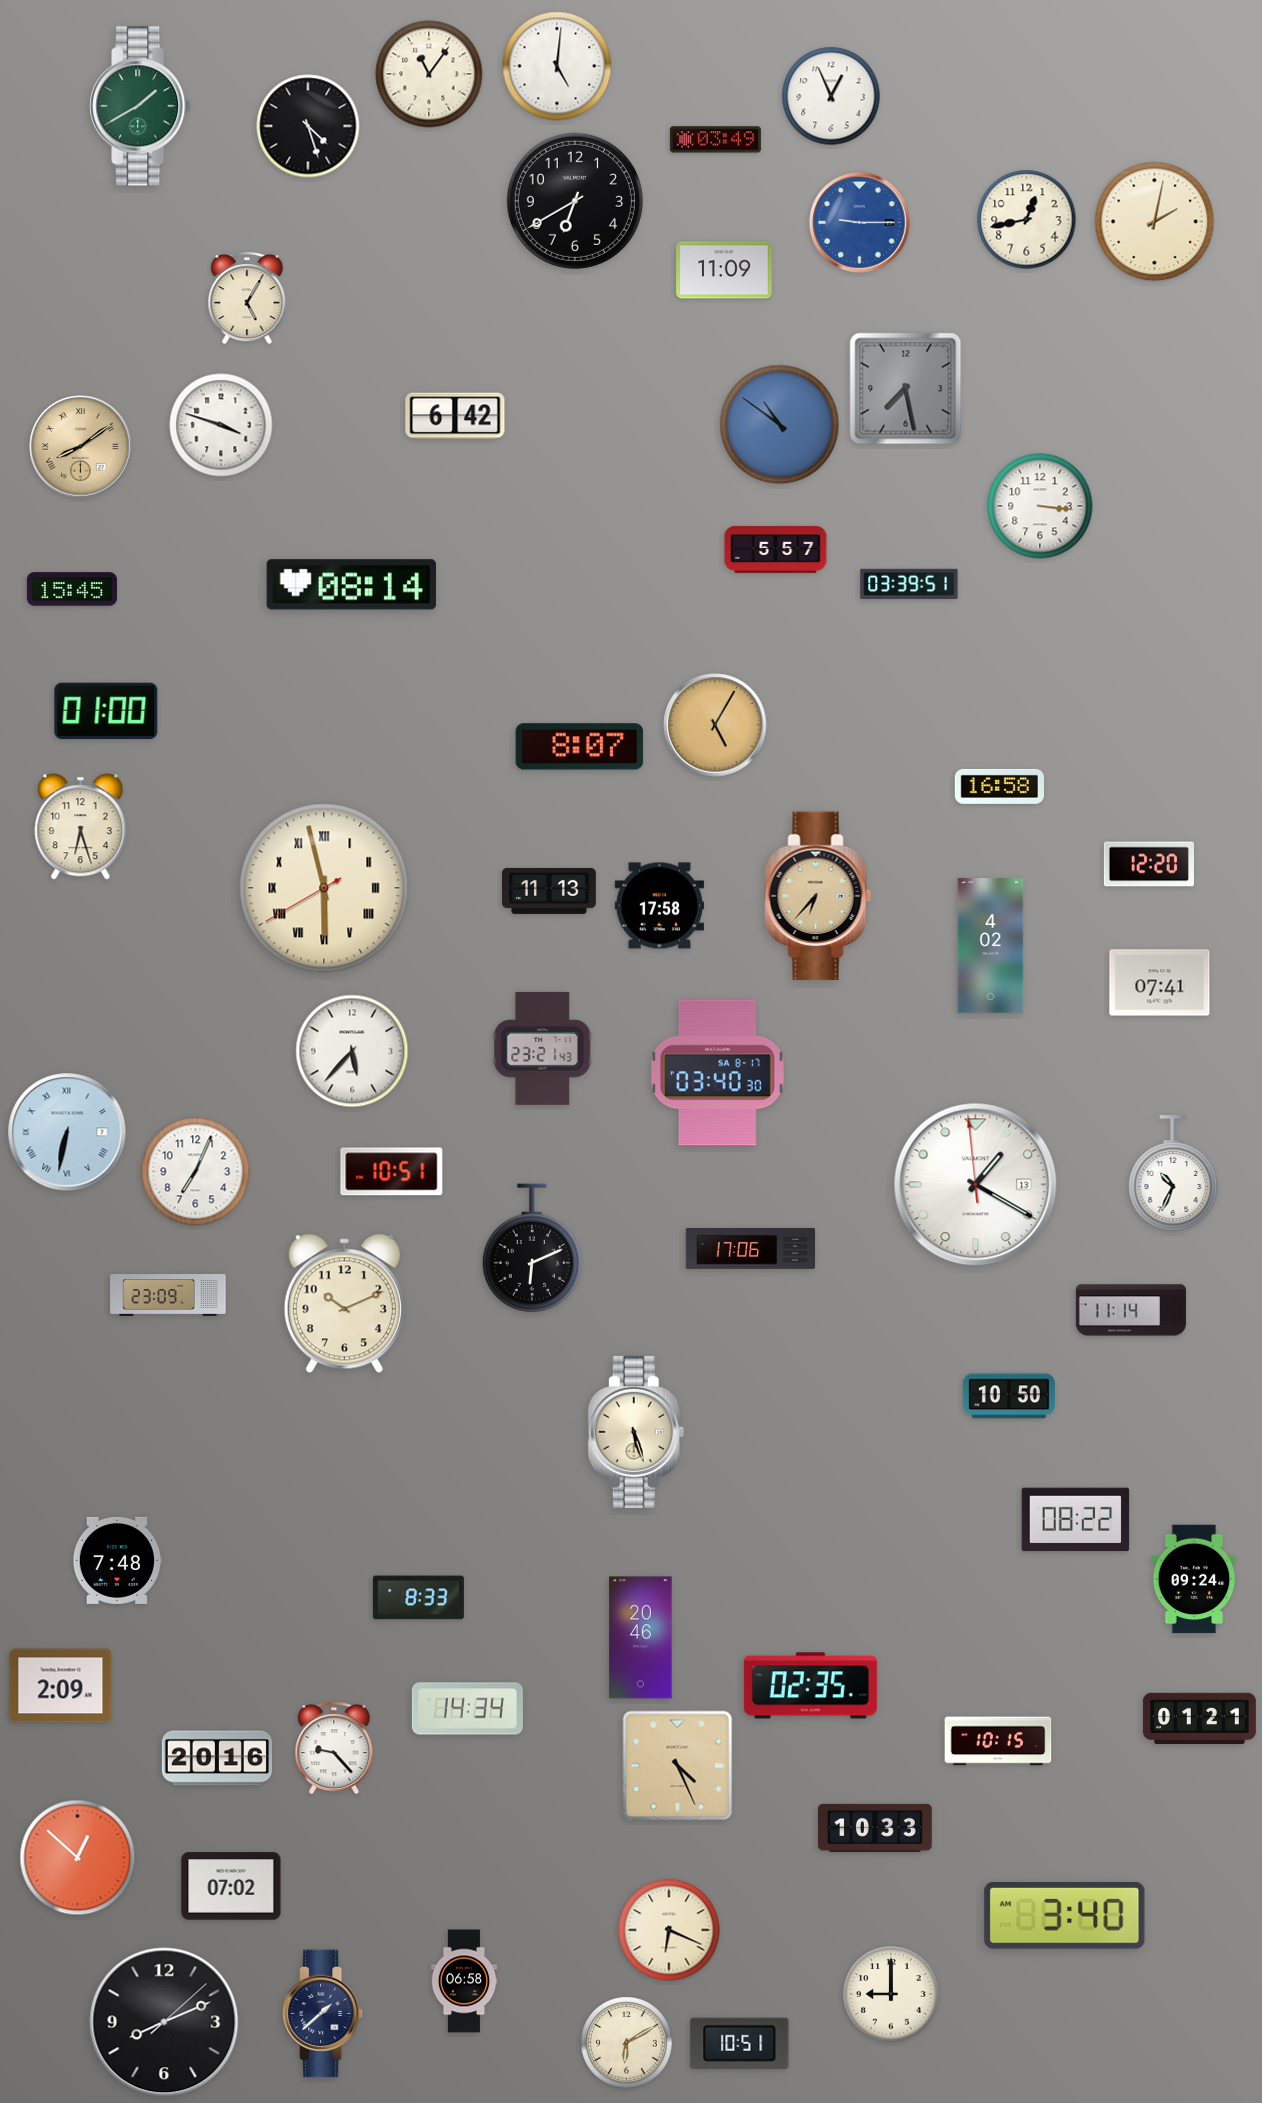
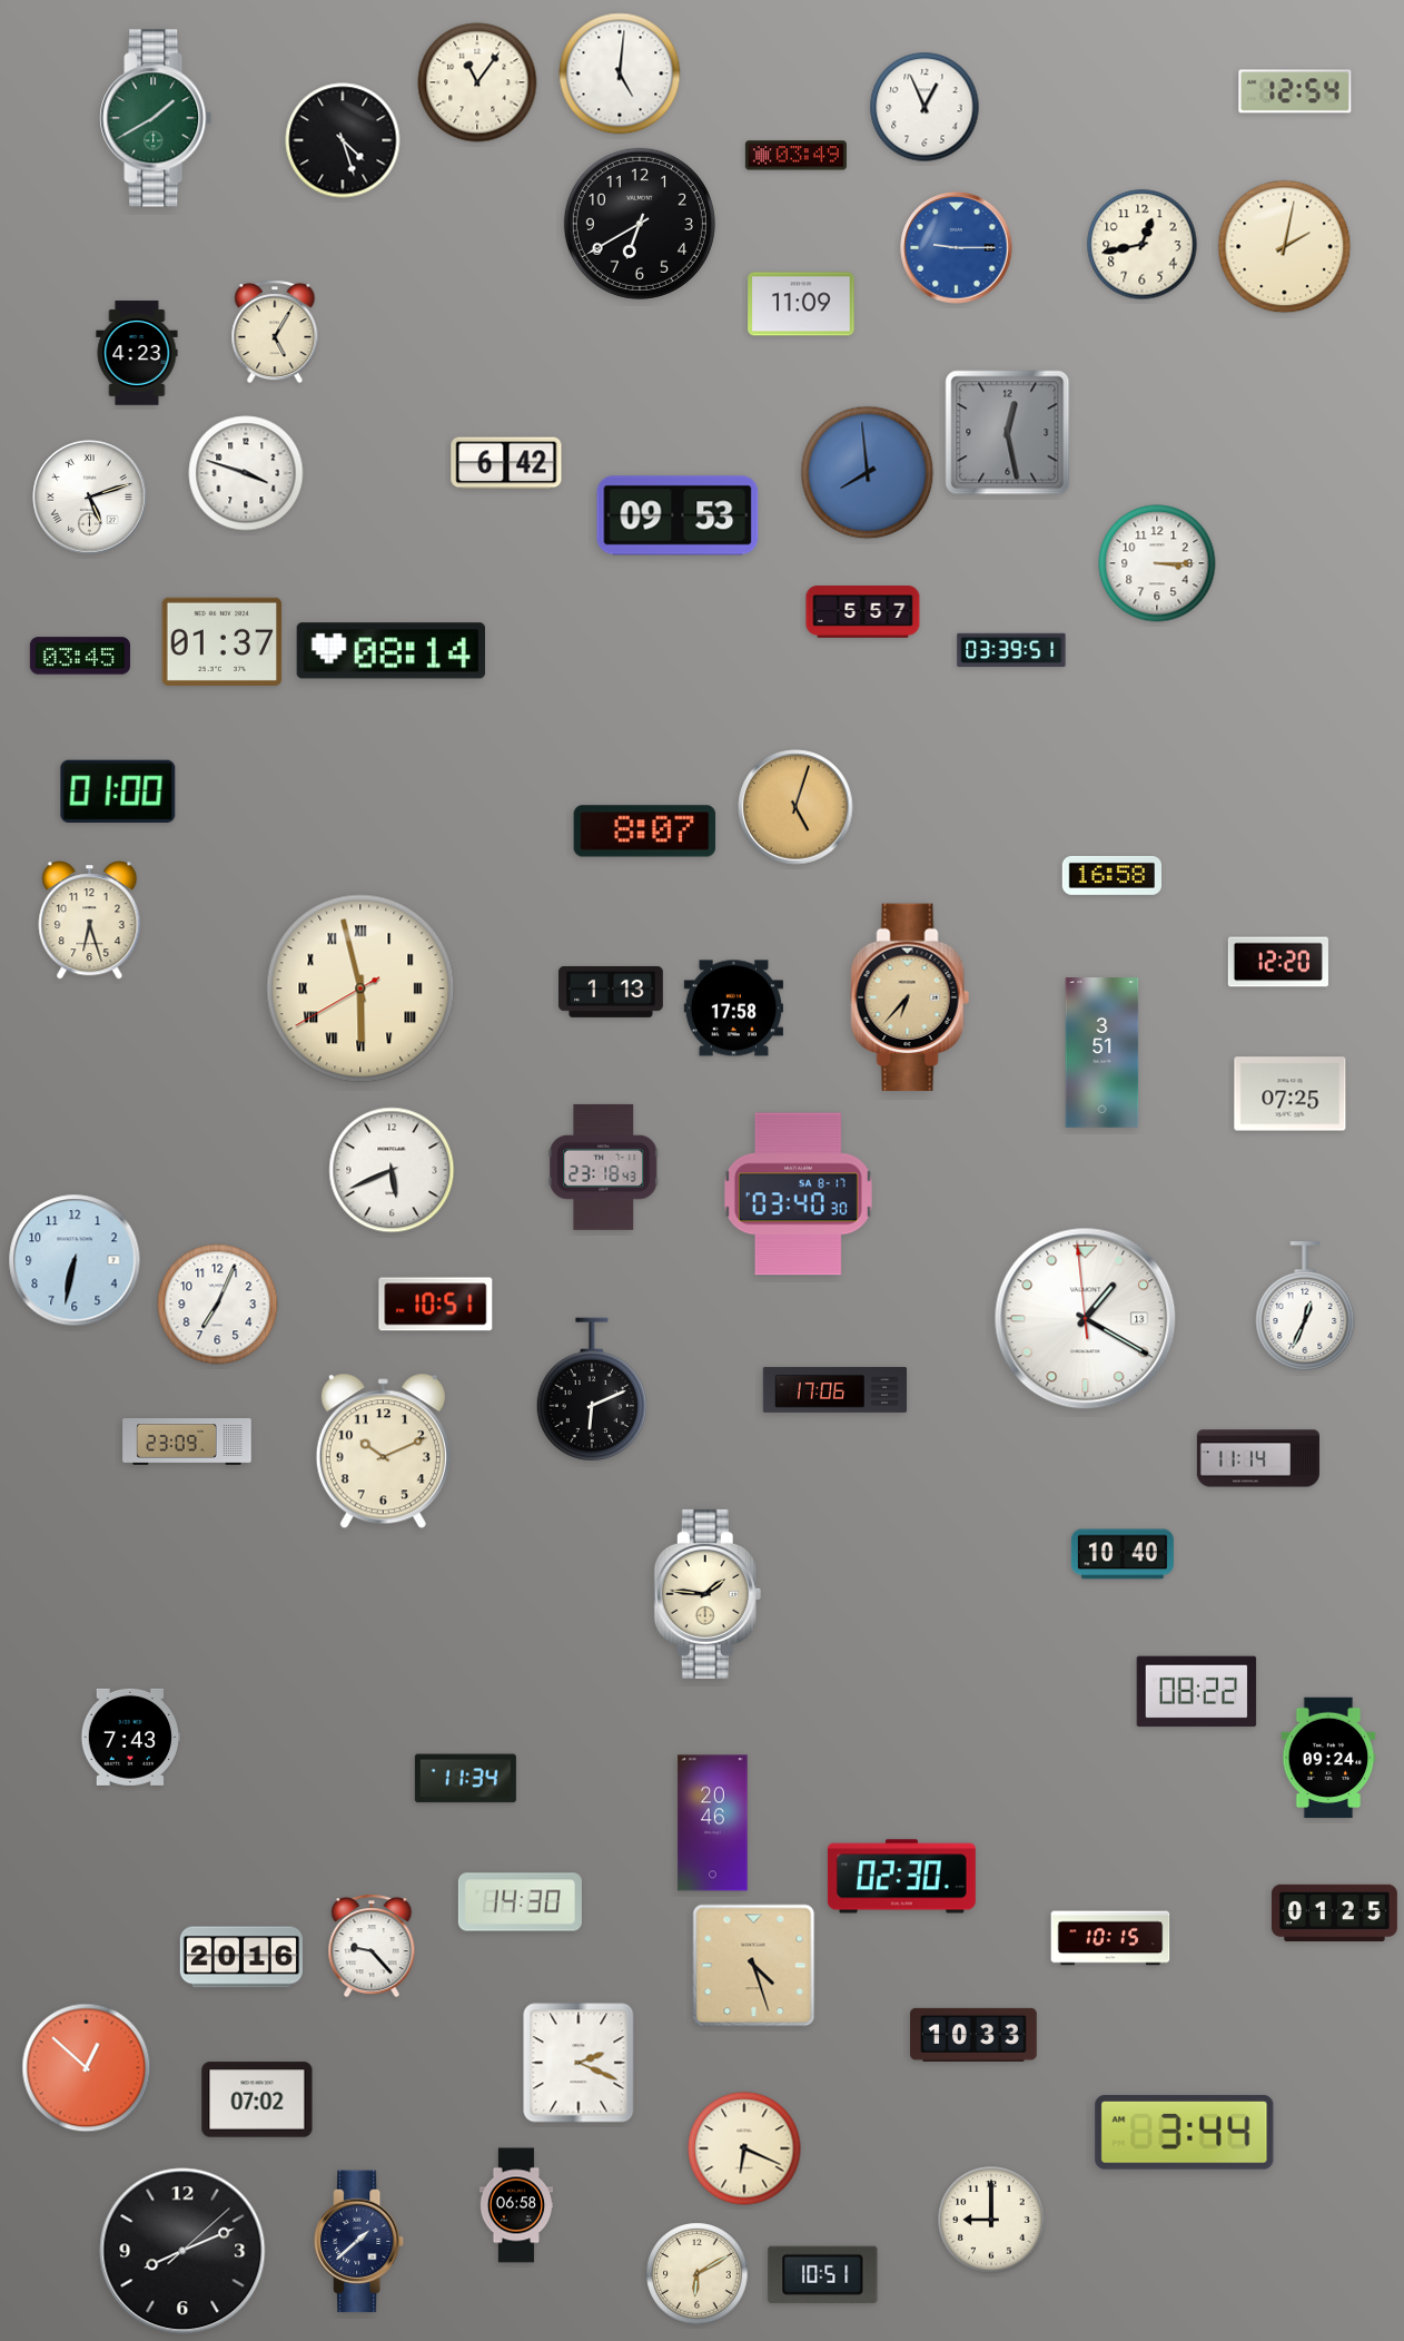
clock at (1295, 91): none -> 12:54
clock at (724, 270) position: (724, 270) -> (801, 304)
clock at (137, 353): none -> 4:23
clock at (906, 389): 7:28 -> 12:28
clock at (780, 425): 10:51 -> 7:59
clock at (81, 447): 8:09 -> 5:12
clock at (81, 447) dial: champagne -> white
clock at (678, 515): none -> 09:53
clock at (1040, 506): 3:16 -> 3:15
clock at (223, 641): none -> 01:37
clock at (72, 589): 15:45 -> 03:45
clock at (715, 725): 5:05 -> 5:03
clock at (549, 891): 11:13 -> 1:13
clock at (991, 946): 4:02 -> 3:51
clock at (1160, 983): 07:41 -> 07:25
clock at (543, 1048): 23:21 -> 23:18
clock at (352, 1051): 5:37 -> 5:41
clock at (67, 1132) numerals: Roman -> Arabic
clock at (1173, 1173): 10:34 -> 12:34
clock at (1009, 1396): 10:50 -> 10:40
clock at (636, 1432): 5:27 -> 1:46
clock at (117, 1560): 7:48 -> 7:43
clock at (418, 1598): 8:33 -> 11:34
clock at (61, 1686): 2:09 -> none
clock at (810, 1686): 02:35 -> 02:30
clock at (467, 1709): 14:34 -> 14:30
clock at (1199, 1718): 01:21 -> 01:25
clock at (678, 1766): 4:26 -> 4:27
clock at (579, 2063): none -> 2:19
clock at (1065, 1915): 3:40 -> 3:44
